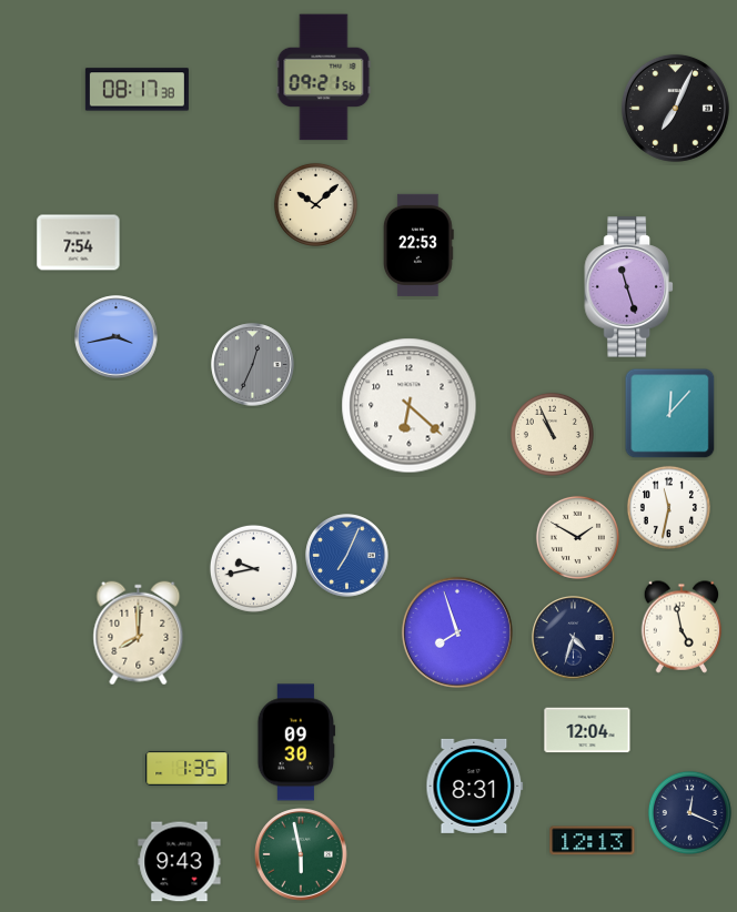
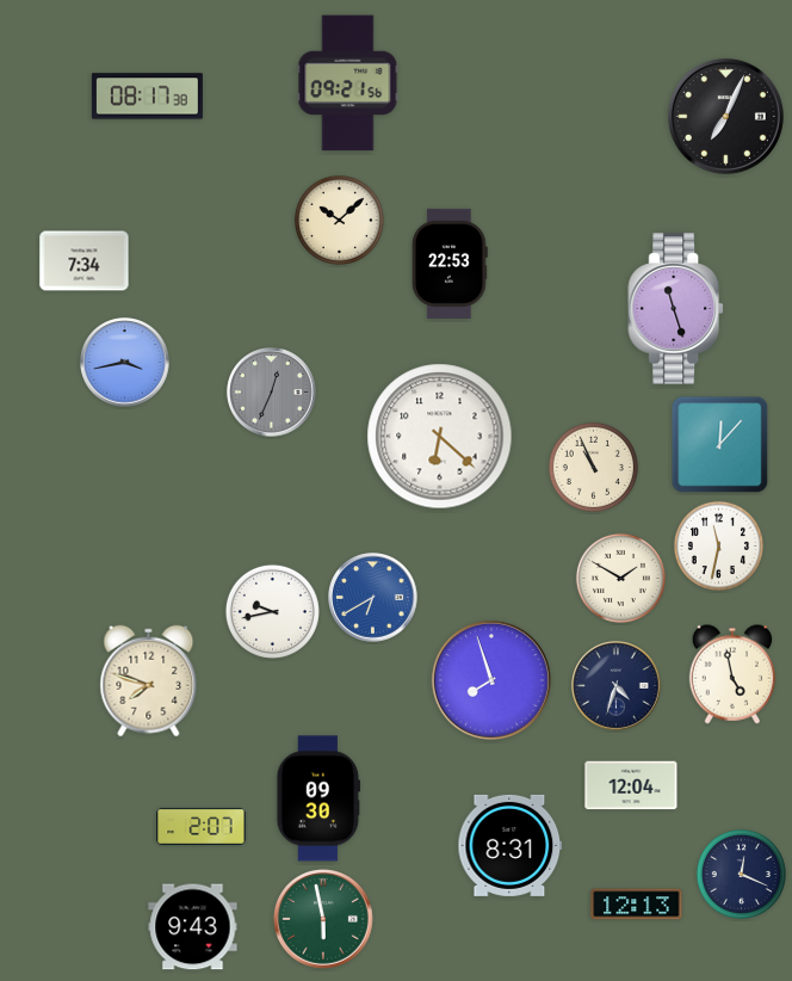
clock at (79, 243): 7:54 -> 7:34
clock at (347, 556): 7:04 -> 6:40
clock at (139, 634): 8:00 -> 7:48
clock at (188, 768): 1:35 -> 2:07
